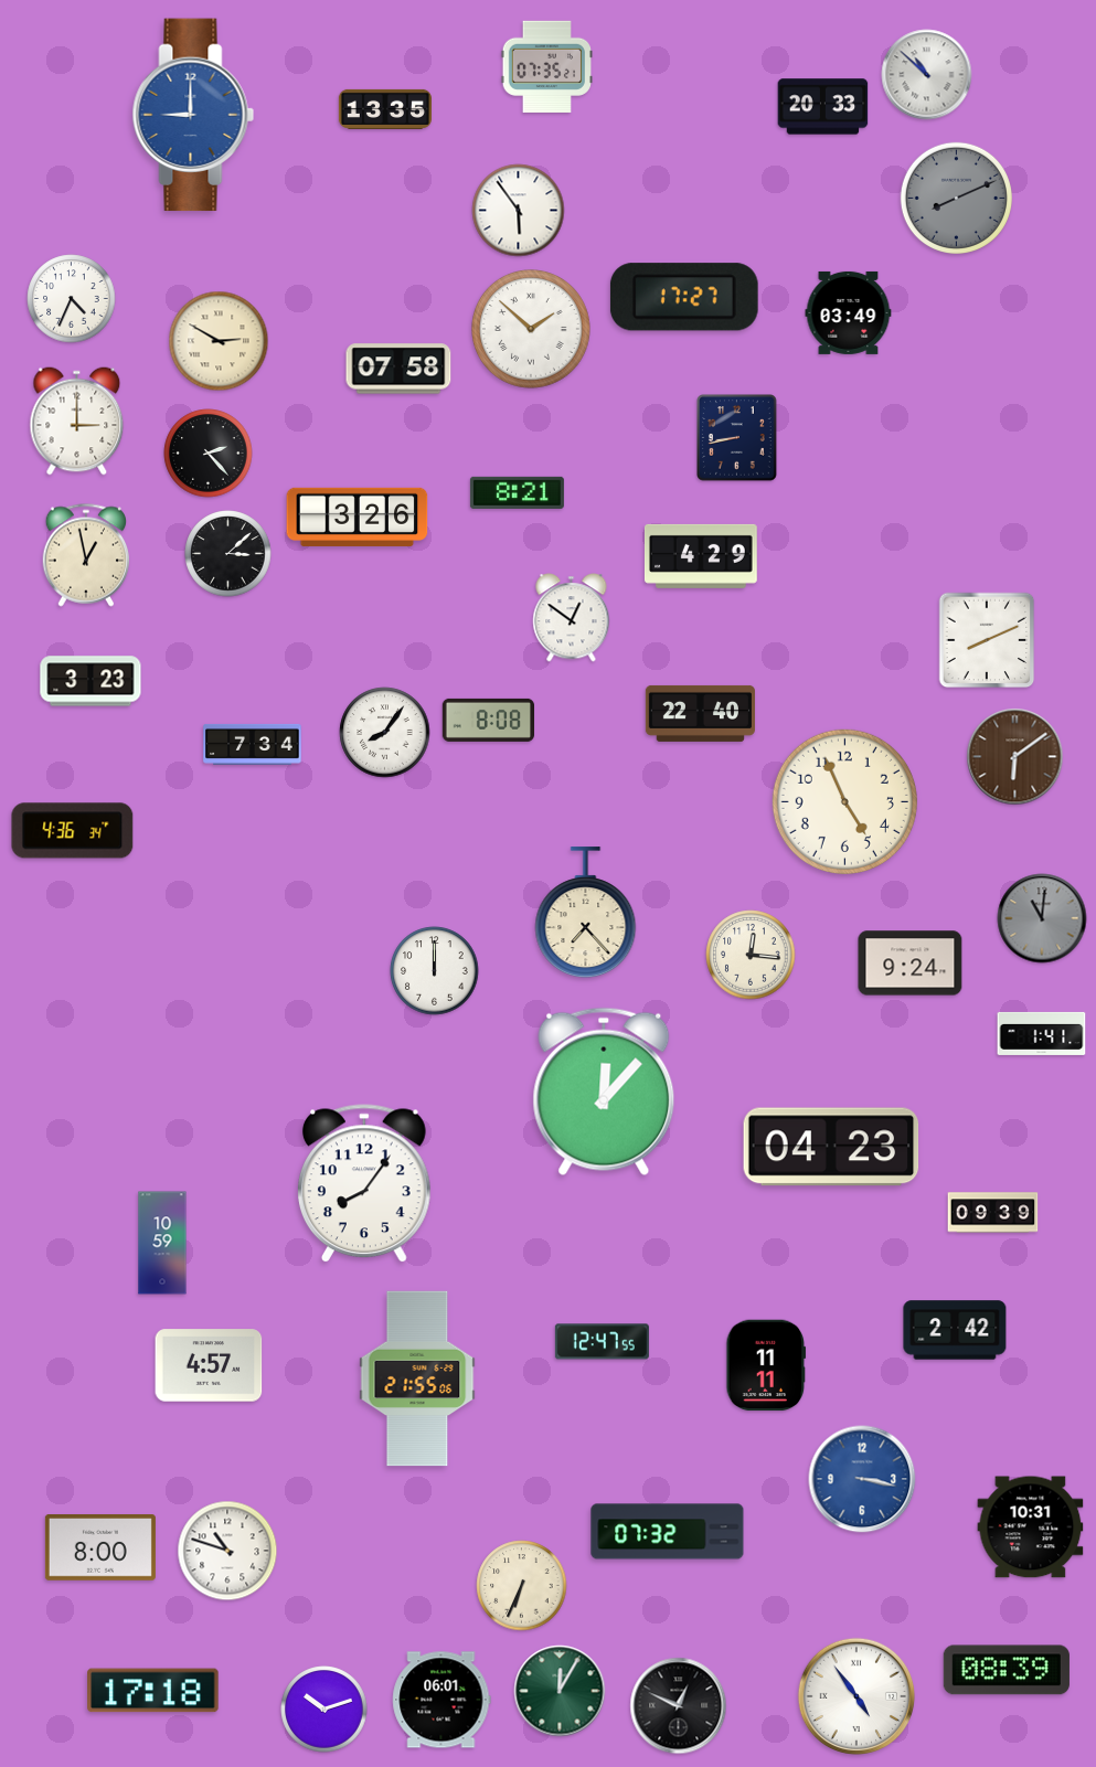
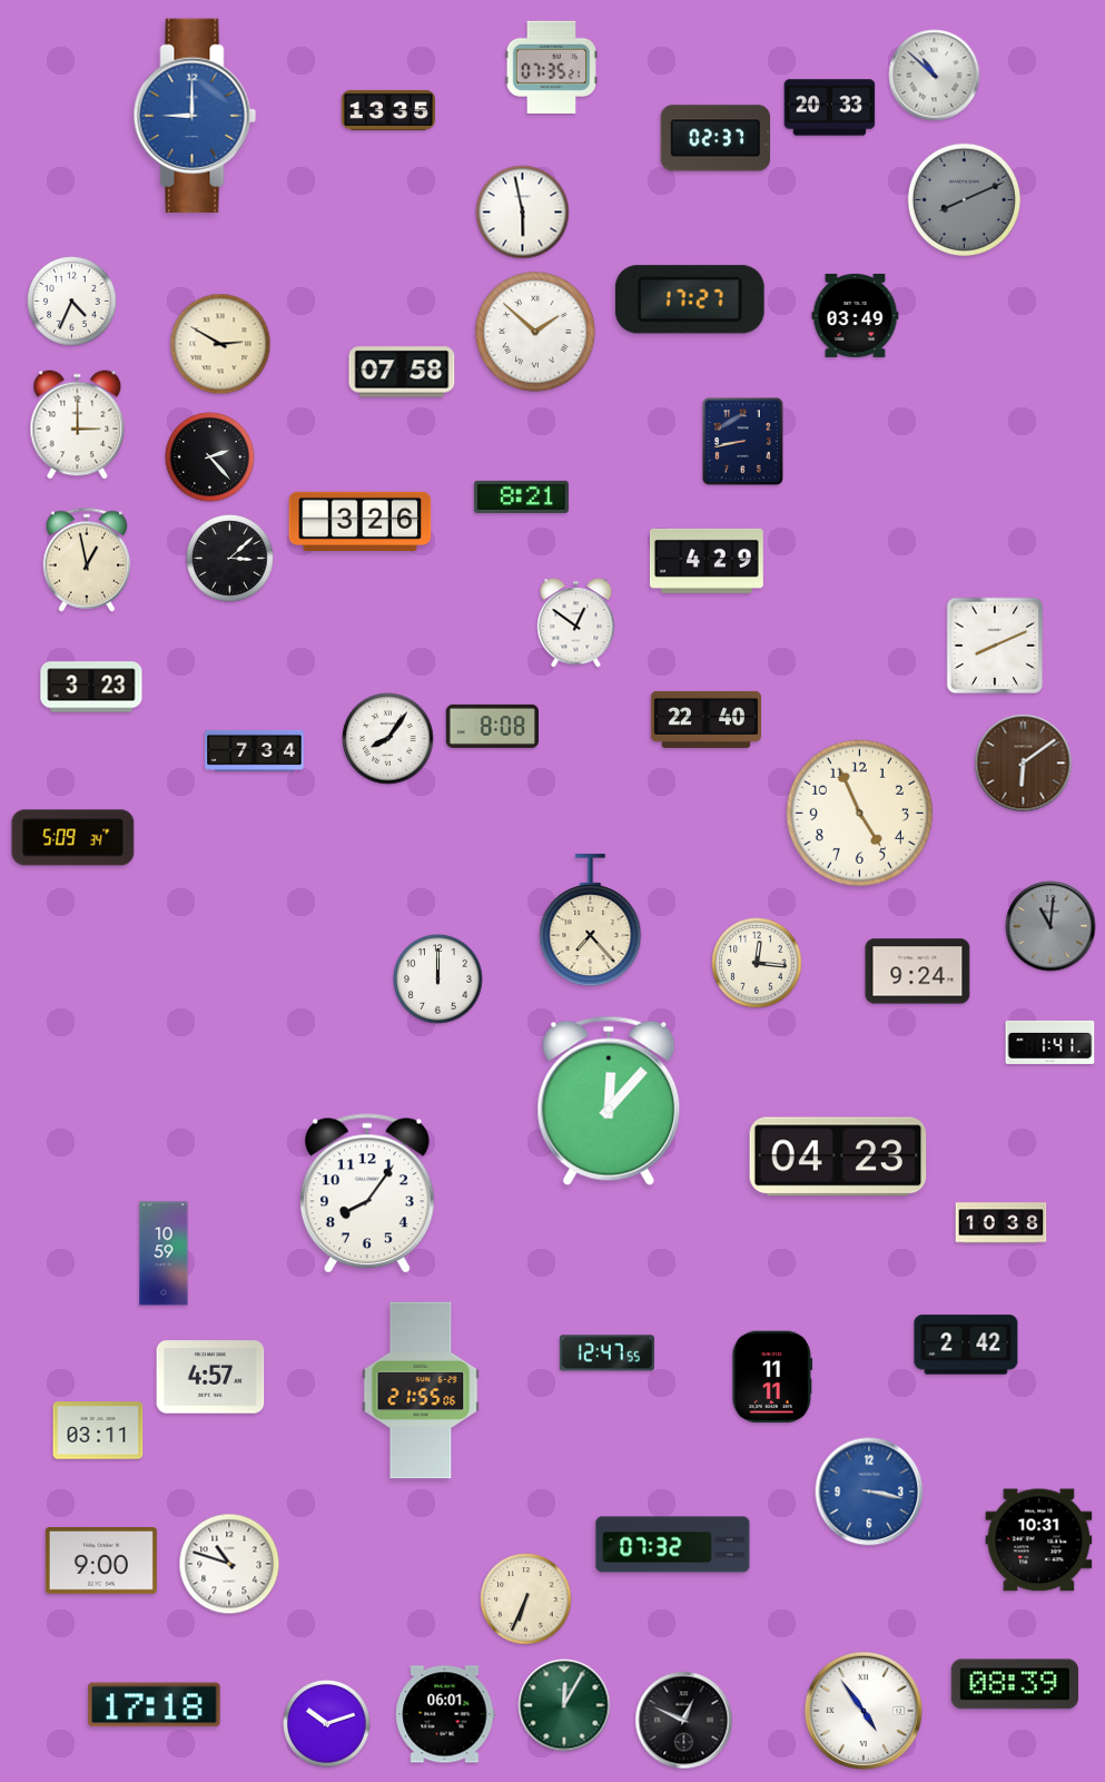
clock at (714, 138): none -> 02:37
clock at (519, 211): 5:54 -> 5:58
clock at (844, 801) position: (844, 801) -> (859, 813)
clock at (73, 831): 4:36 -> 5:09
clock at (993, 1213): 09:39 -> 10:38
clock at (955, 1330) position: (955, 1330) -> (966, 1345)
clock at (98, 1430): none -> 03:11
clock at (100, 1548): 8:00 -> 9:00
